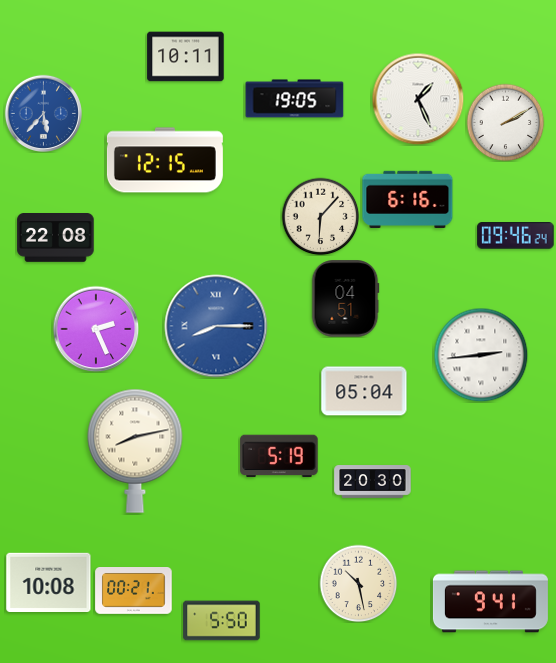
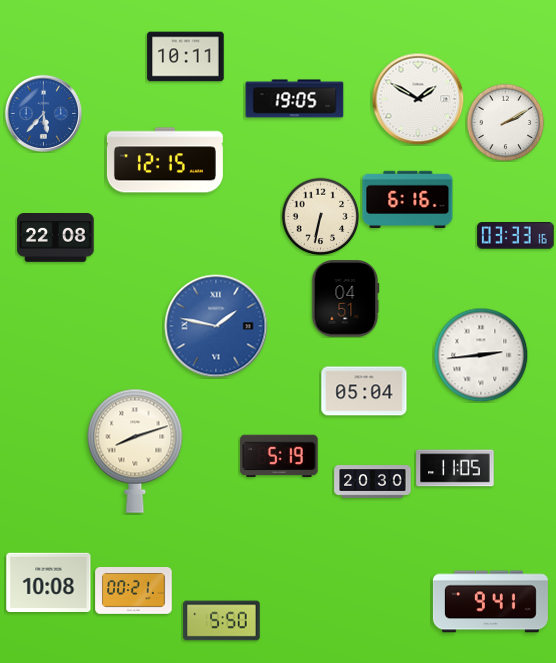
clock at (418, 99): 1:26 -> 1:50
clock at (320, 216): 6:07 -> 6:32
clock at (516, 236): 09:46 -> 03:33
clock at (216, 326): 8:15 -> 1:47
clock at (96, 329): 2:26 -> none
clock at (135, 451): 8:13 -> 8:12
clock at (455, 468): none -> 11:05
clock at (358, 583): 10:28 -> none
